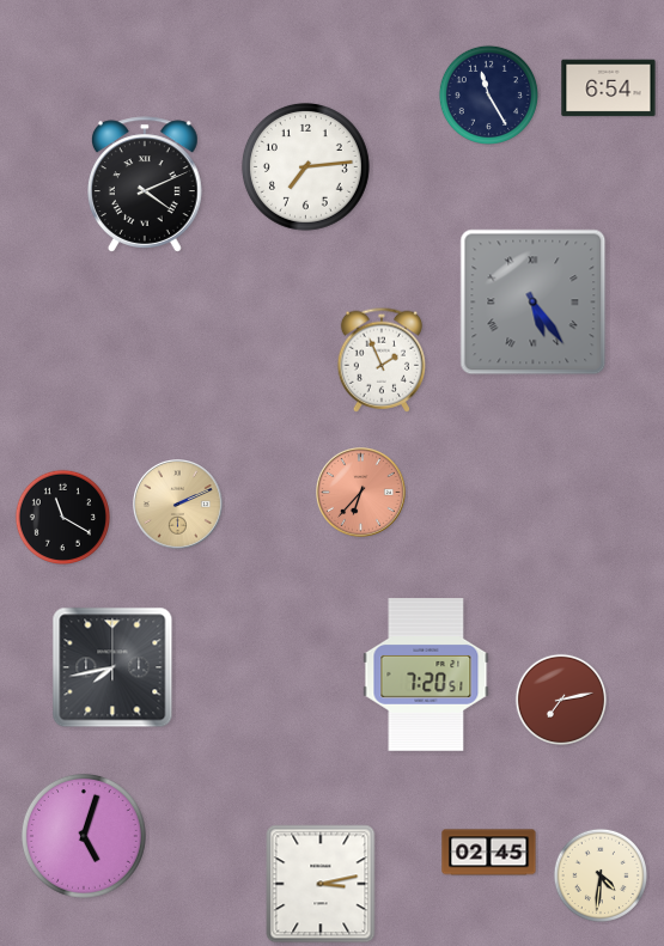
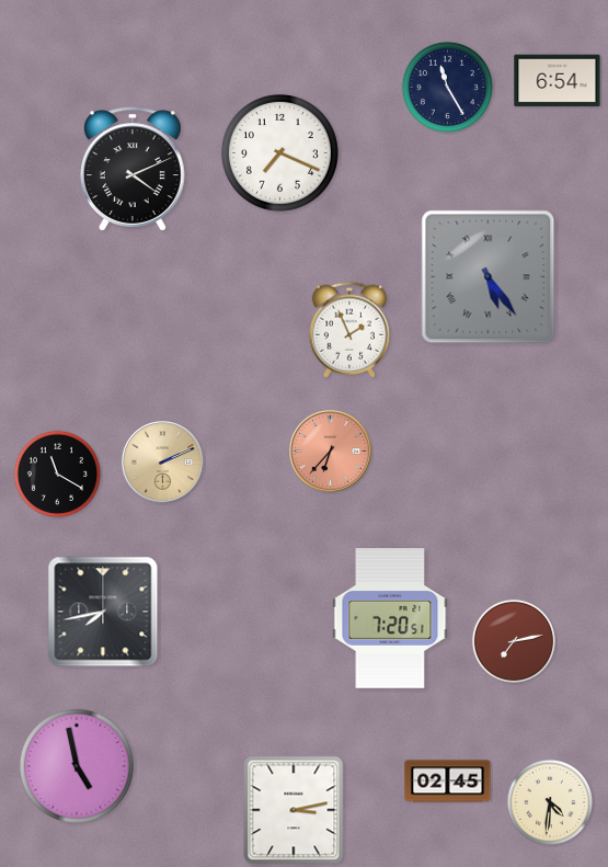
clock at (305, 166): 7:14 -> 7:19
clock at (84, 836): 5:03 -> 4:58
